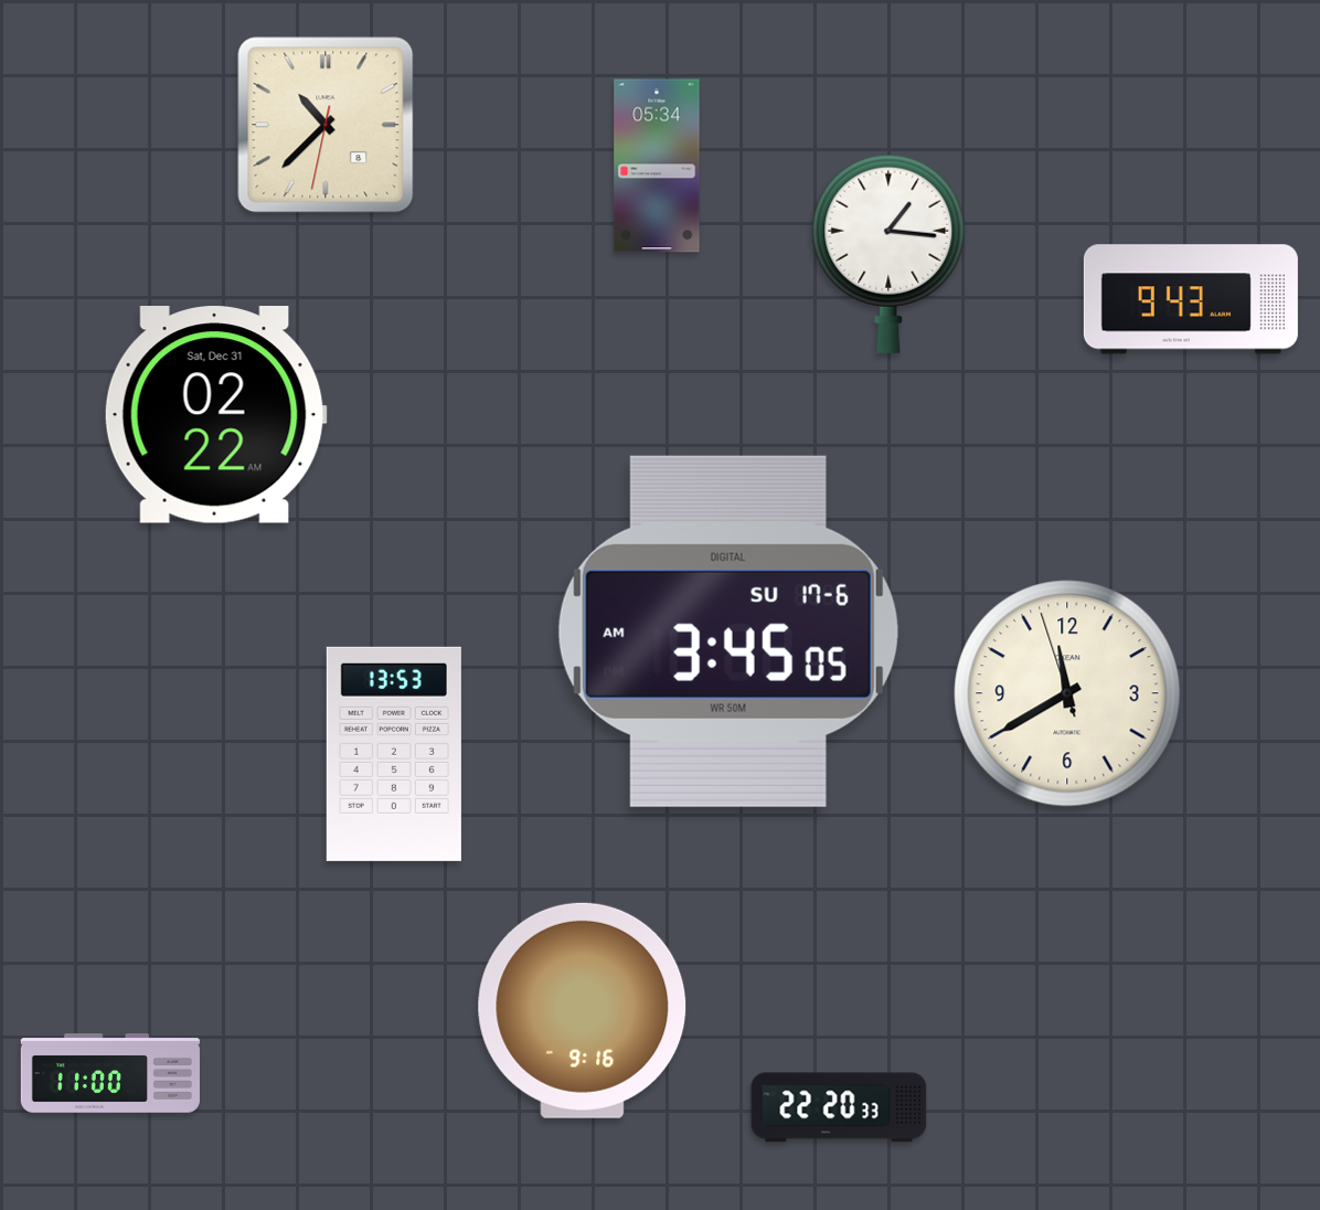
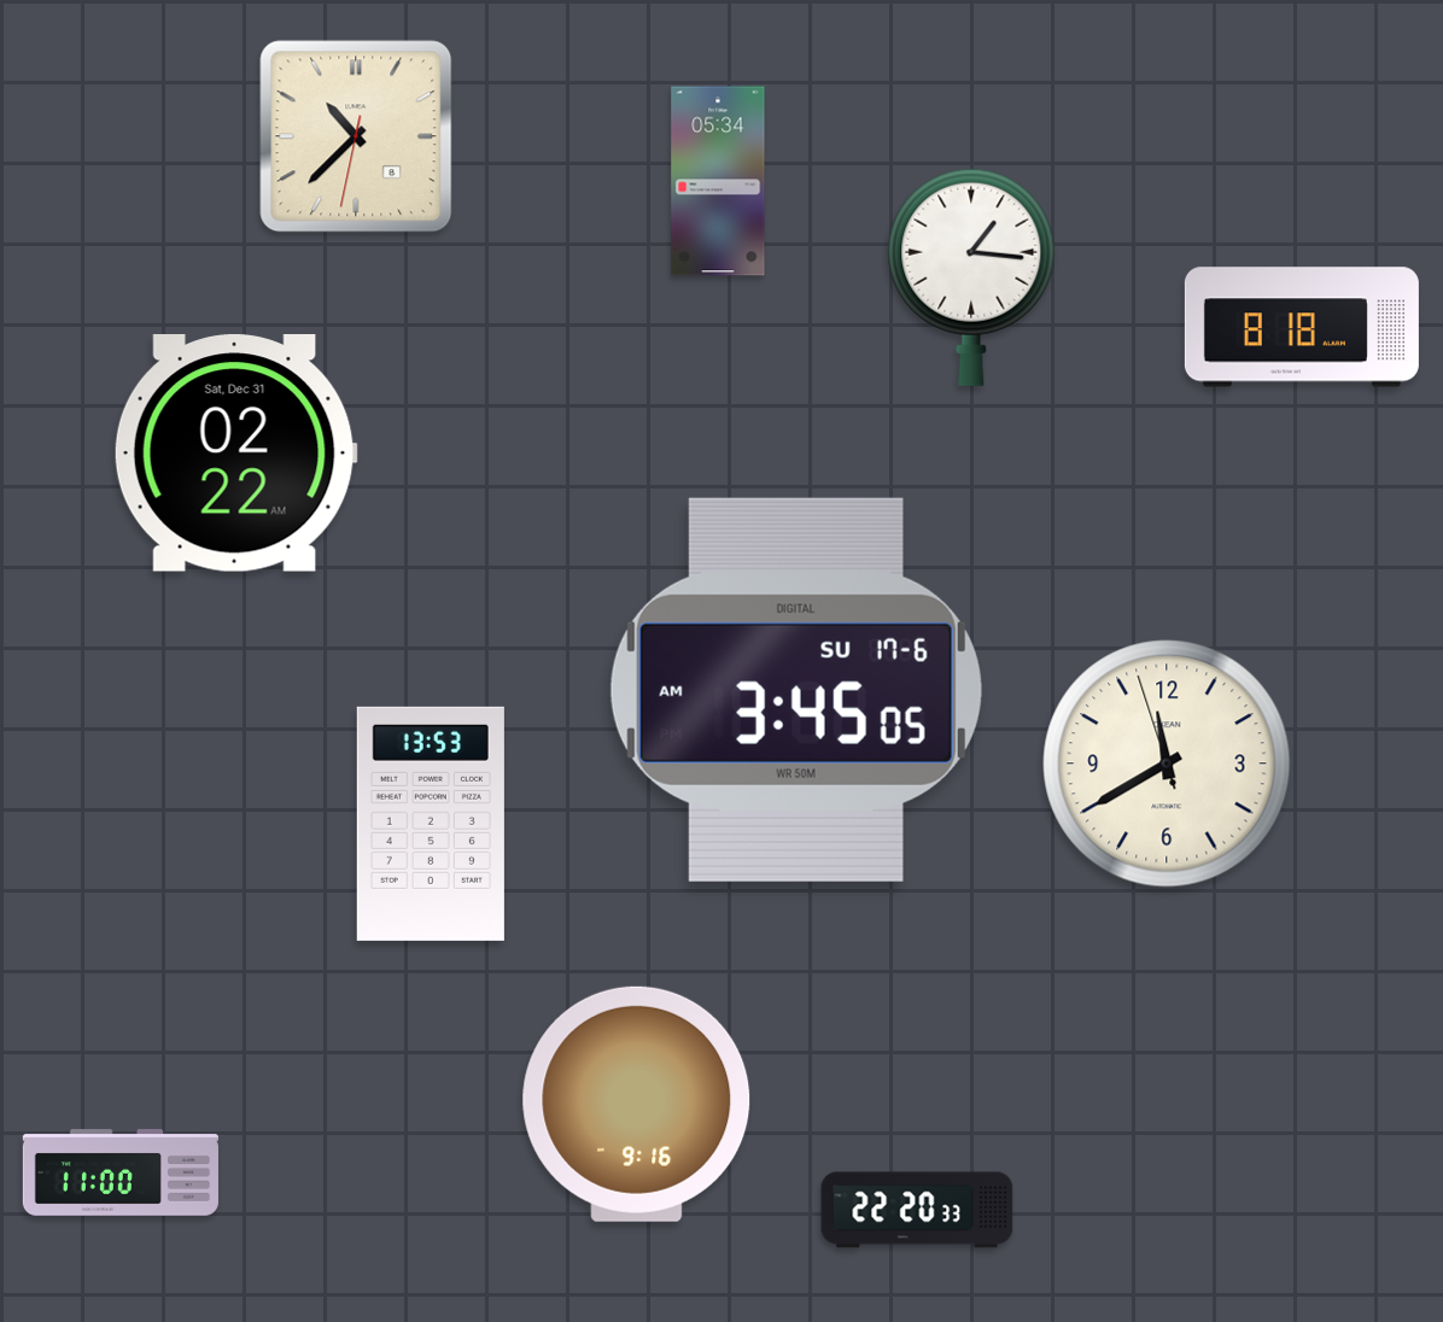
clock at (1191, 299): 9:43 -> 8:18
clock at (1067, 693) position: (1067, 693) -> (1167, 764)
